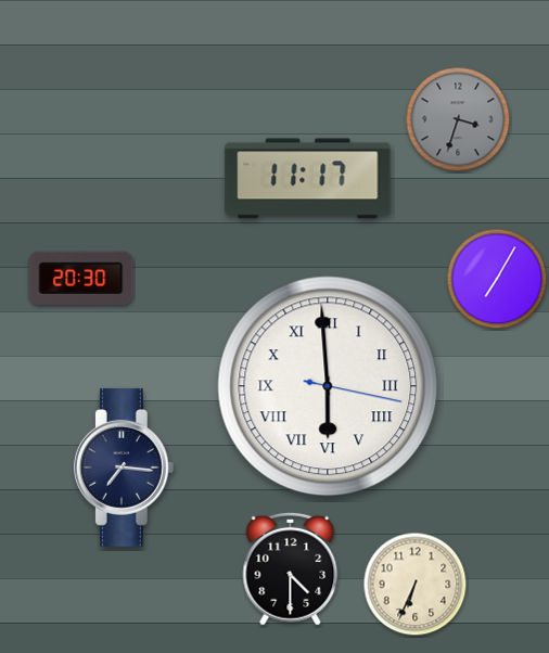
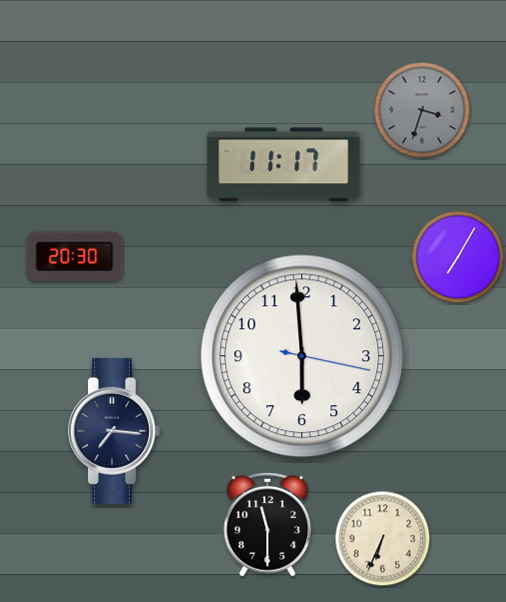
clock at (328, 386) numerals: Roman -> Arabic
clock at (291, 568): 4:30 -> 11:30
